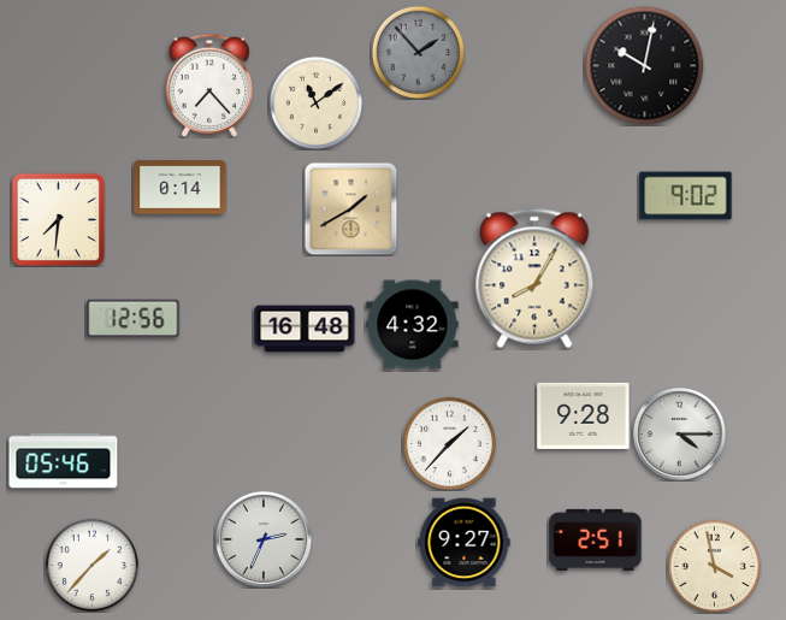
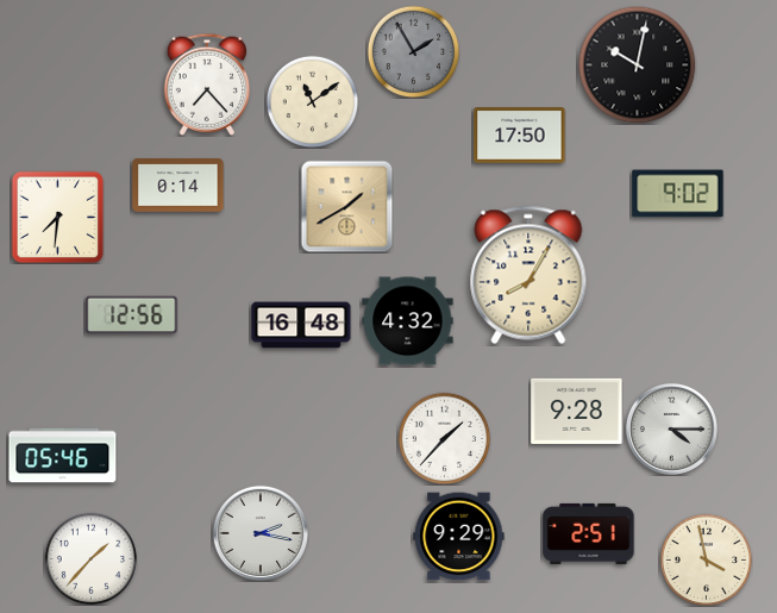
clock at (418, 52): 1:53 -> 1:55
clock at (520, 136): none -> 17:50
clock at (264, 539): 2:34 -> 2:17
clock at (465, 543): 9:27 -> 9:29
